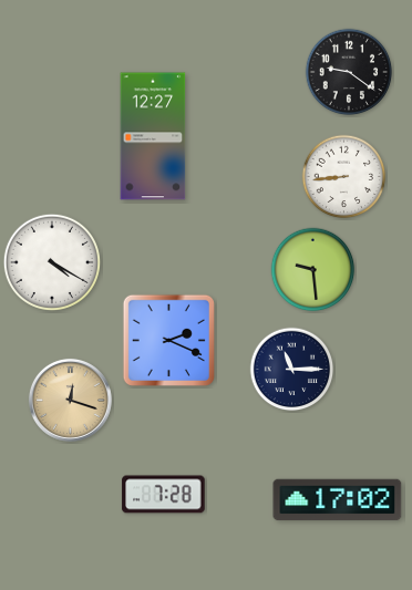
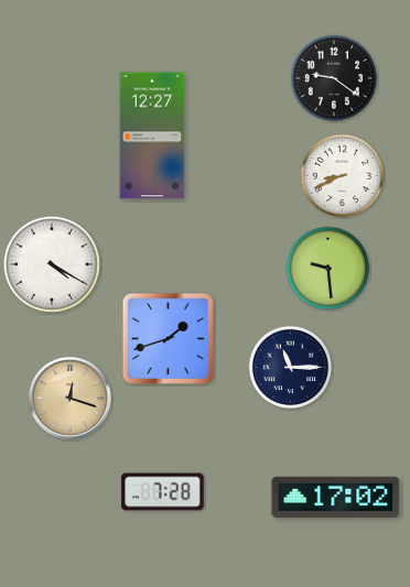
clock at (349, 72) position: (349, 72) -> (334, 78)
clock at (344, 177): 8:44 -> 8:41
clock at (51, 261) position: (51, 261) -> (51, 263)
clock at (313, 270) position: (313, 270) -> (328, 269)
clock at (168, 340): 2:19 -> 1:42
